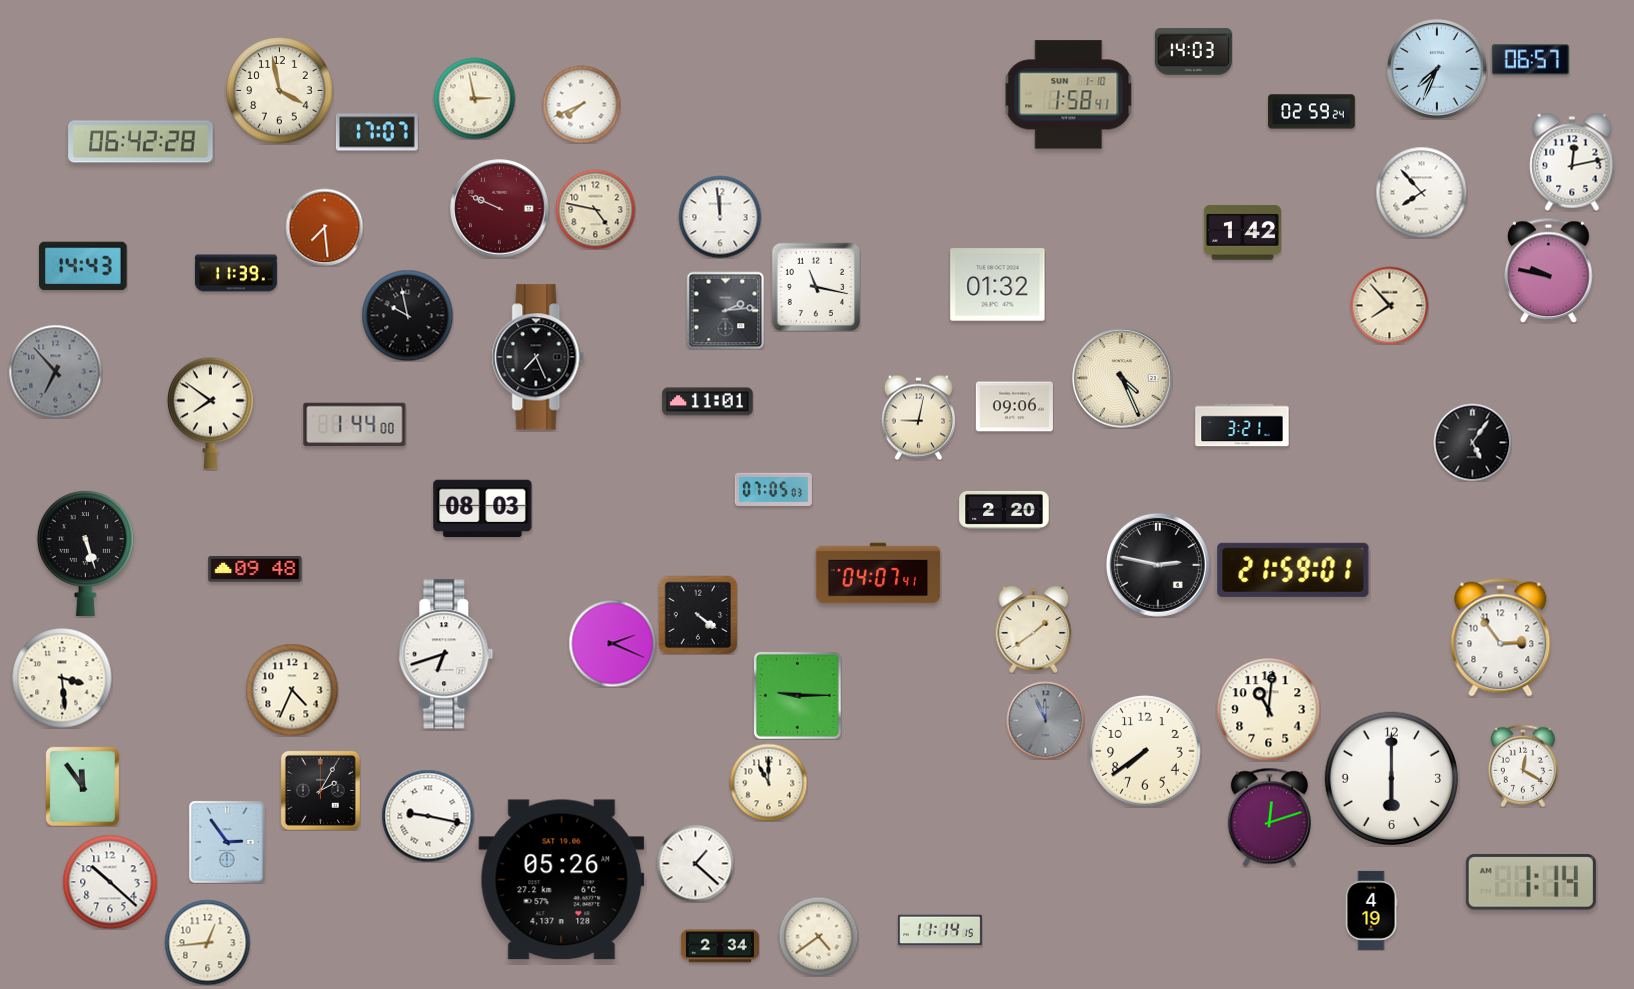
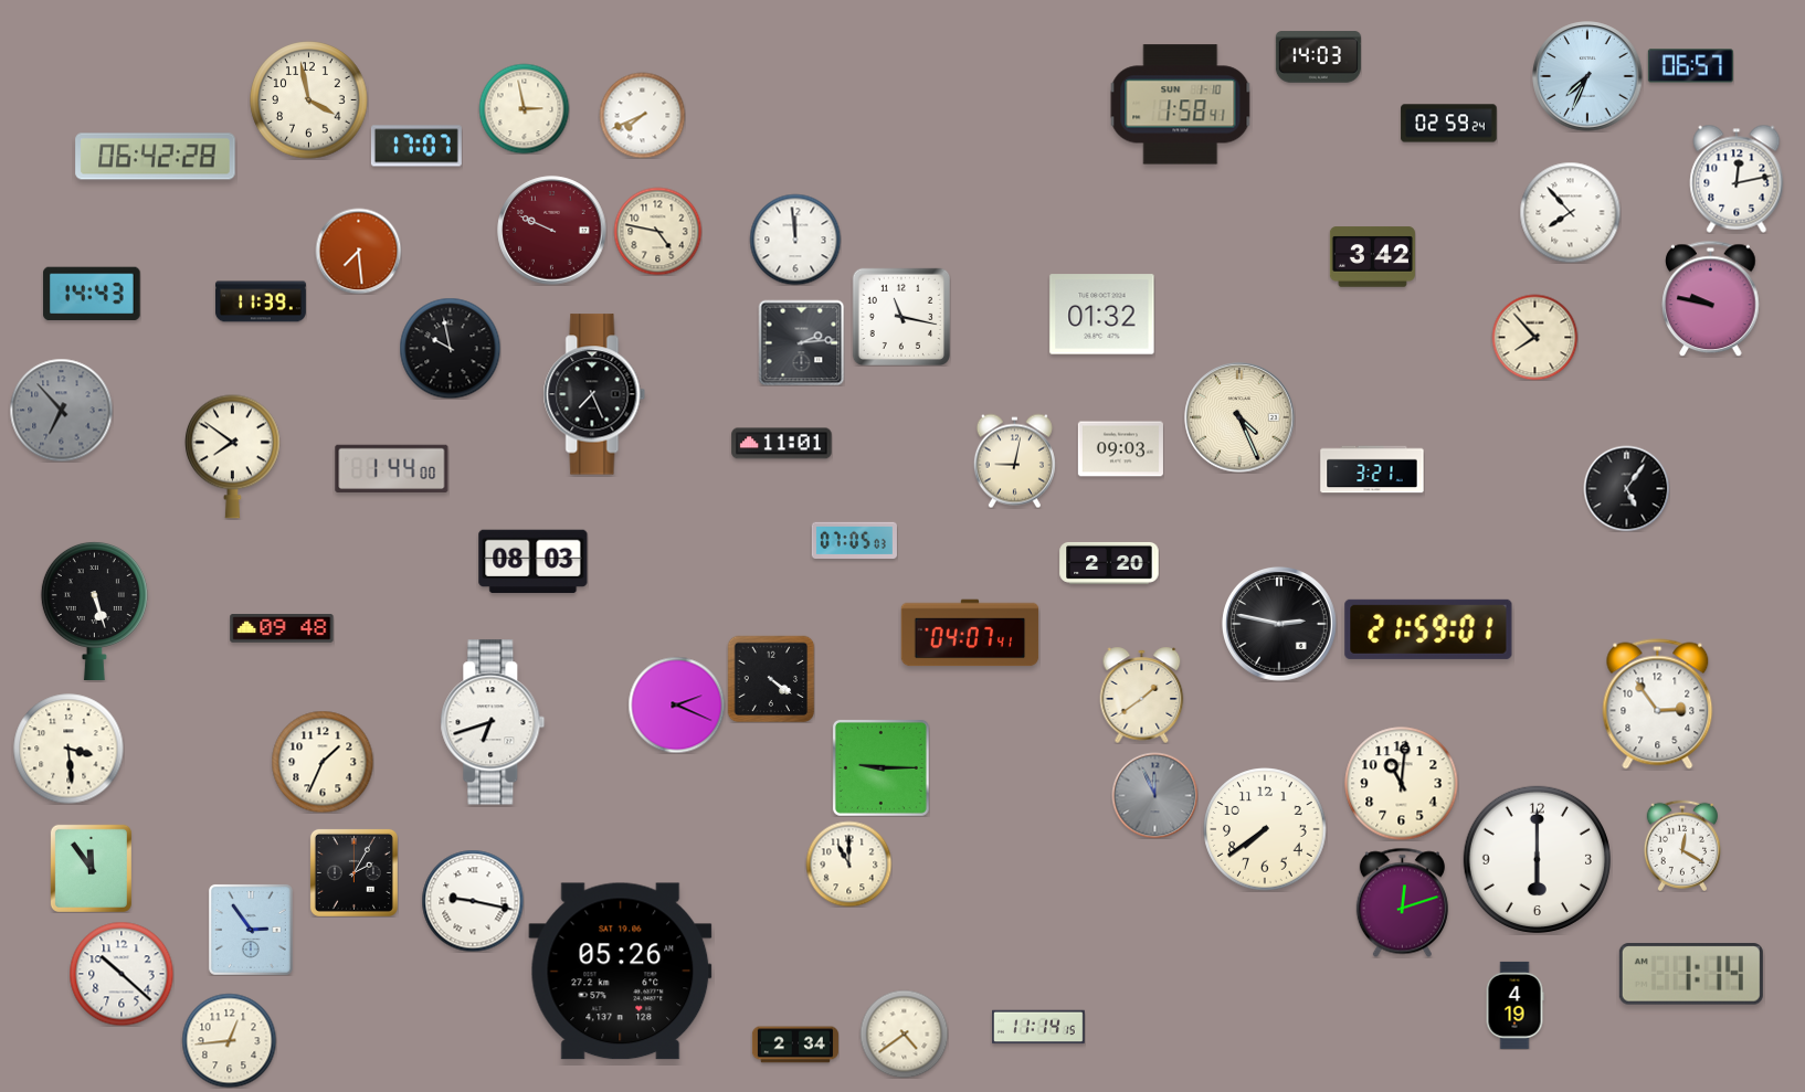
clock at (1242, 233): 1:42 -> 3:42
clock at (1014, 407): 09:06 -> 09:03
clock at (612, 643) position: (612, 643) -> (676, 704)
clock at (292, 690): 4:34 -> 1:34
clock at (695, 863): 1:22 -> none
